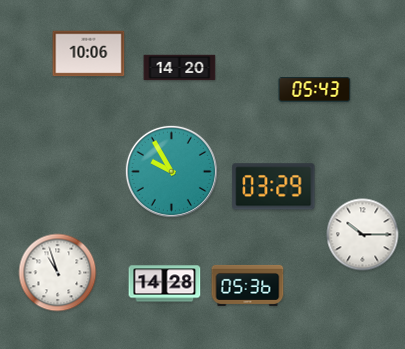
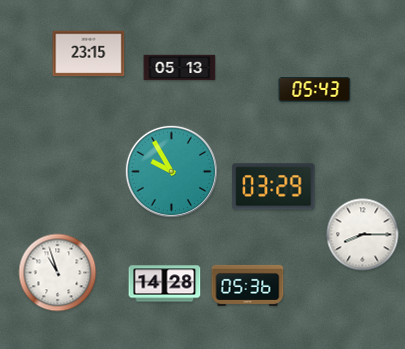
clock at (89, 54): 10:06 -> 23:15
clock at (180, 68): 14:20 -> 05:13
clock at (363, 235): 10:15 -> 8:15
